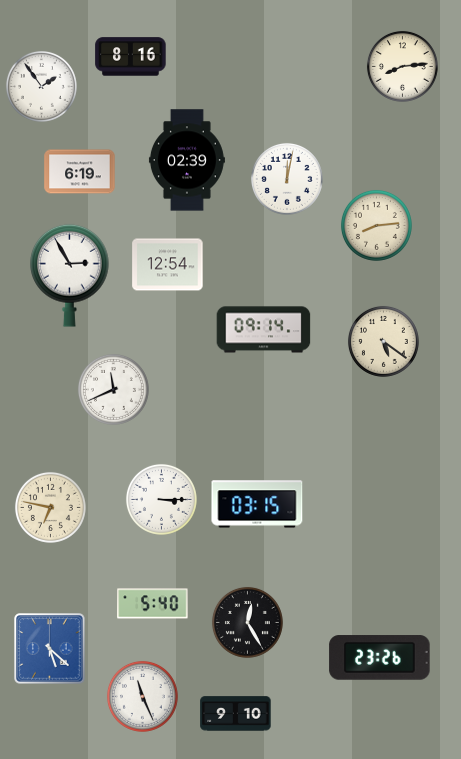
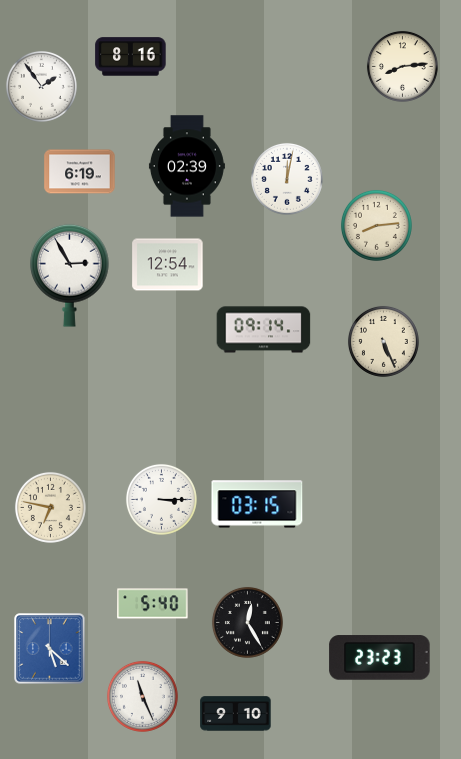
clock at (187, 160) position: (187, 160) -> (187, 166)
clock at (383, 341): 5:21 -> 5:26
clock at (113, 389): 11:41 -> none
clock at (380, 658): 23:26 -> 23:23
